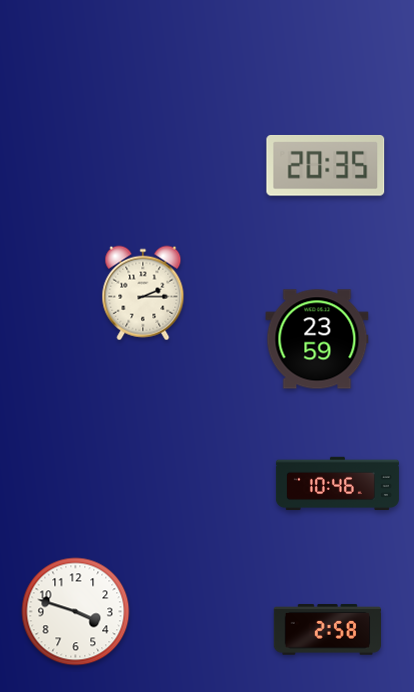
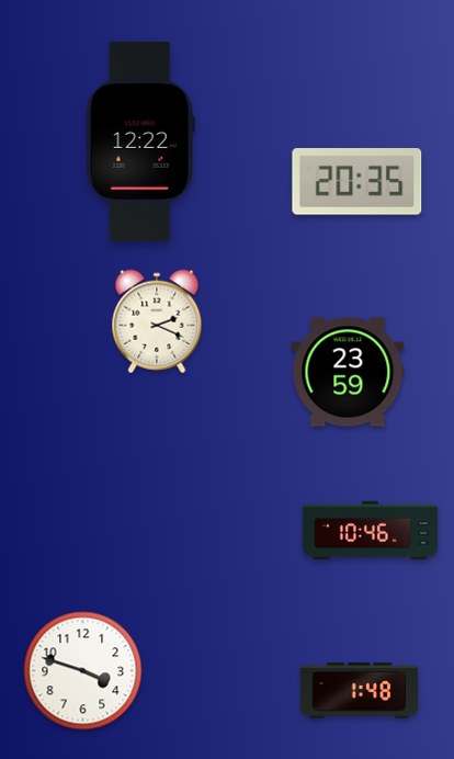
clock at (140, 141): none -> 12:22
clock at (143, 293): 2:15 -> 2:19
clock at (327, 630): 2:58 -> 1:48
